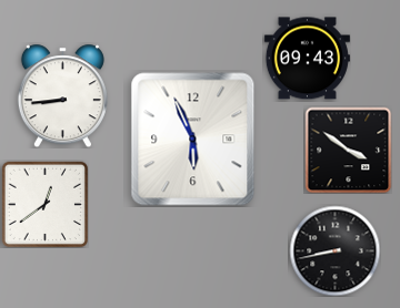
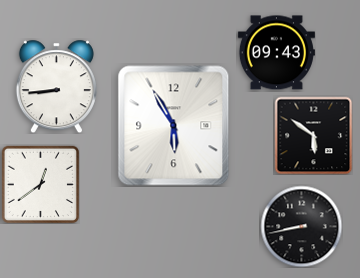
clock at (193, 140): 5:56 -> 5:55
clock at (348, 150): 3:51 -> 5:51
